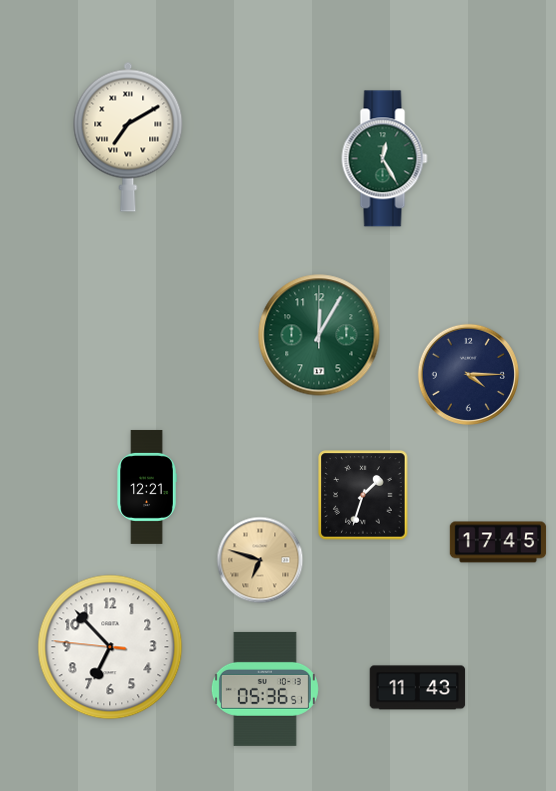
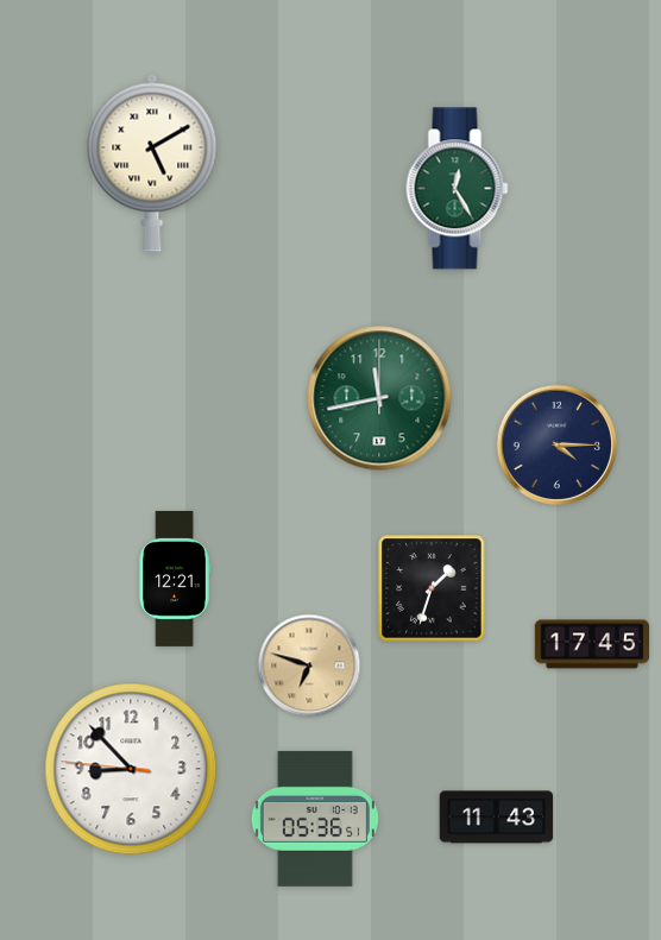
clock at (128, 137): 7:10 -> 5:10
clock at (319, 335): 12:05 -> 11:43
clock at (110, 647): 6:52 -> 8:52
